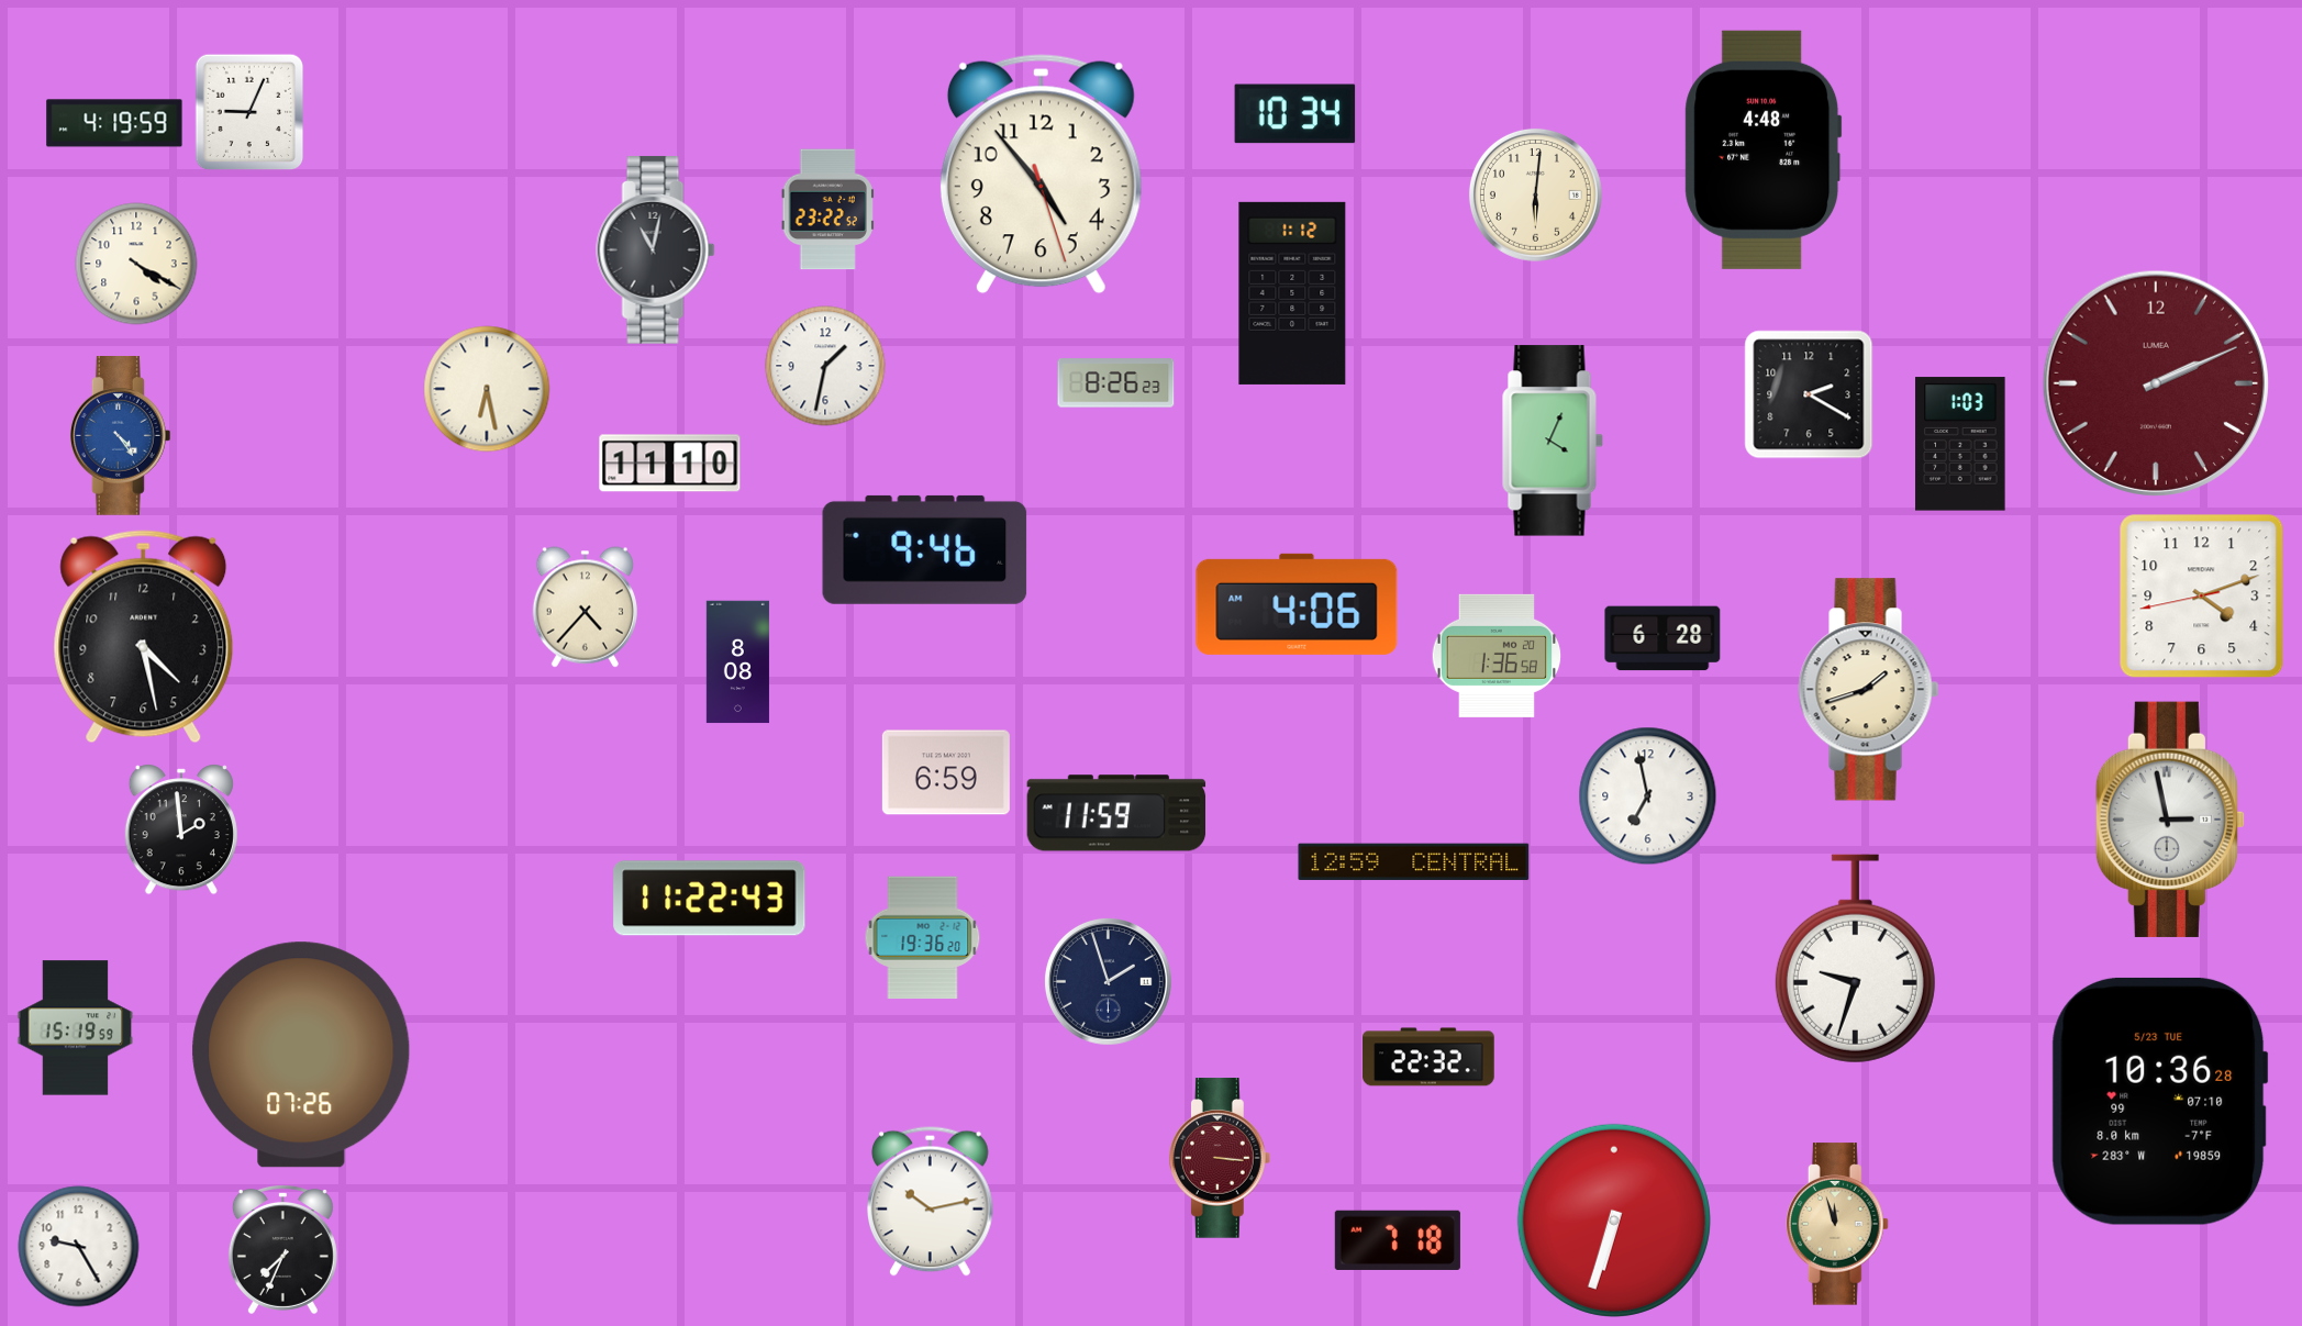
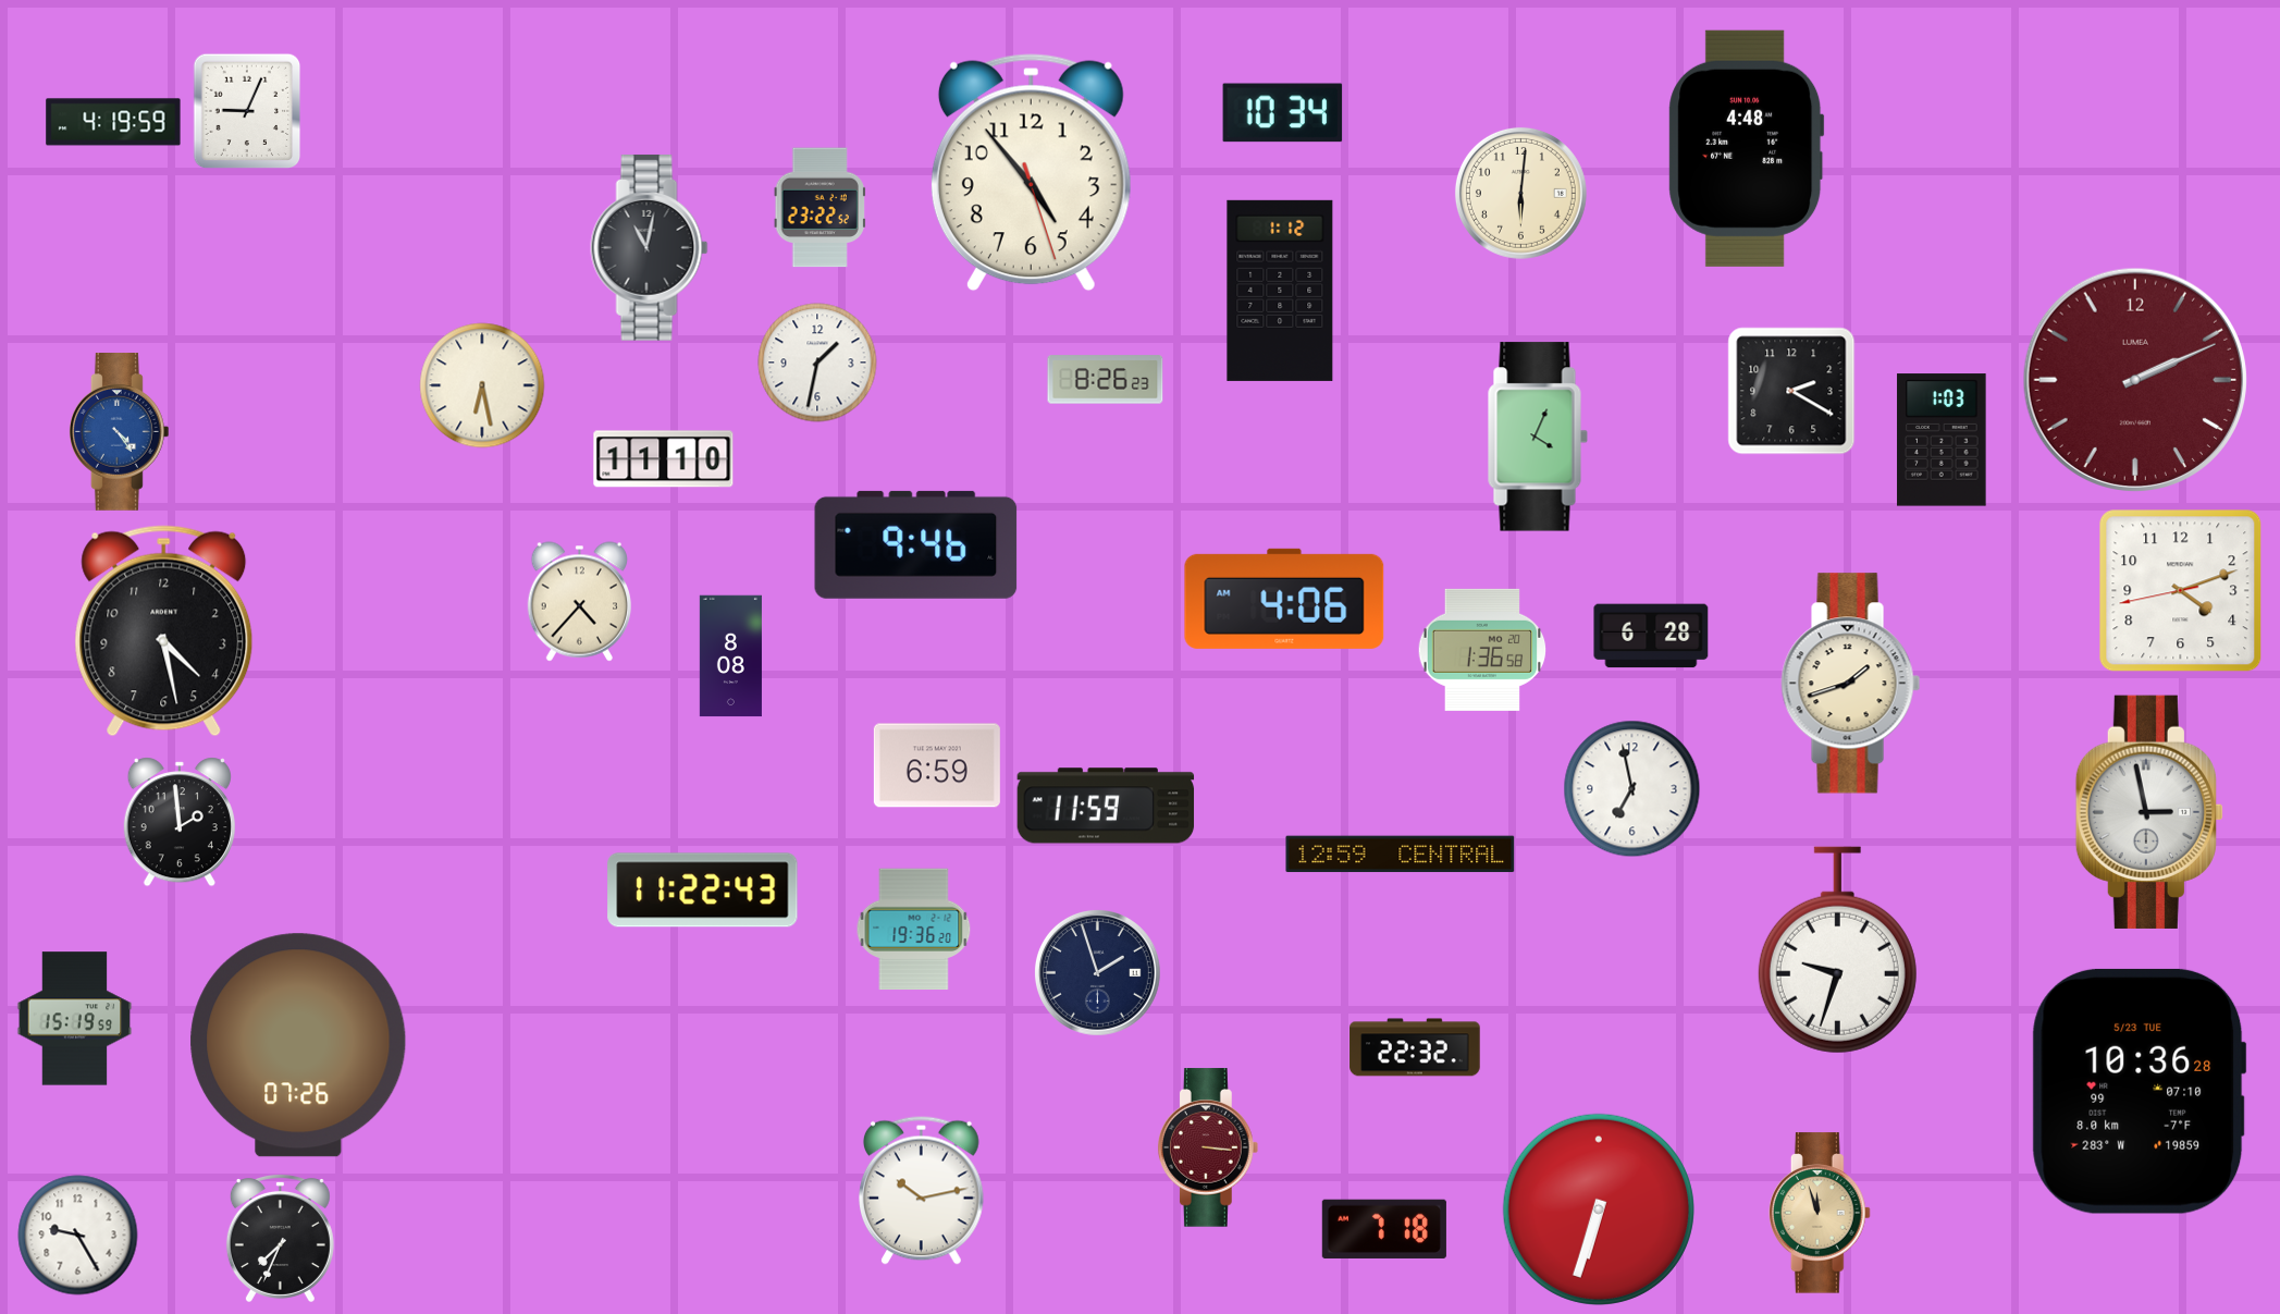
clock at (136, 264): 4:20 -> none
clock at (144, 637) position: (144, 637) -> (164, 631)
clock at (1662, 638) position: (1662, 638) -> (1651, 636)
